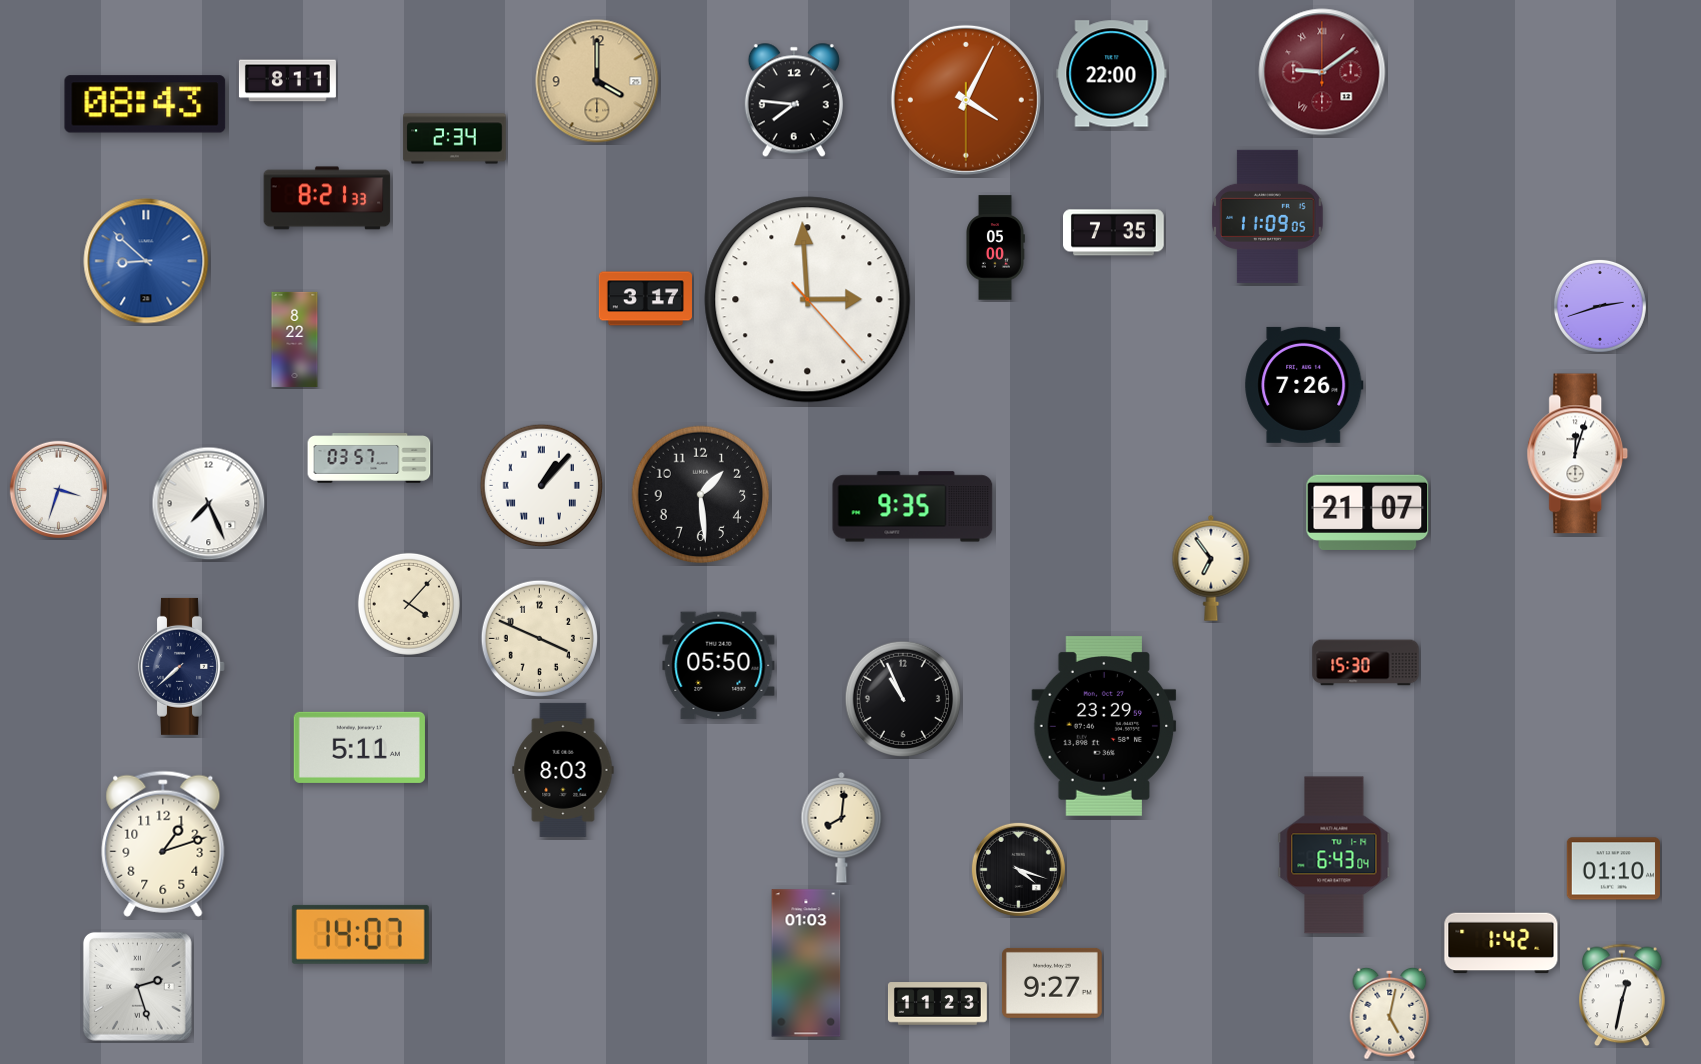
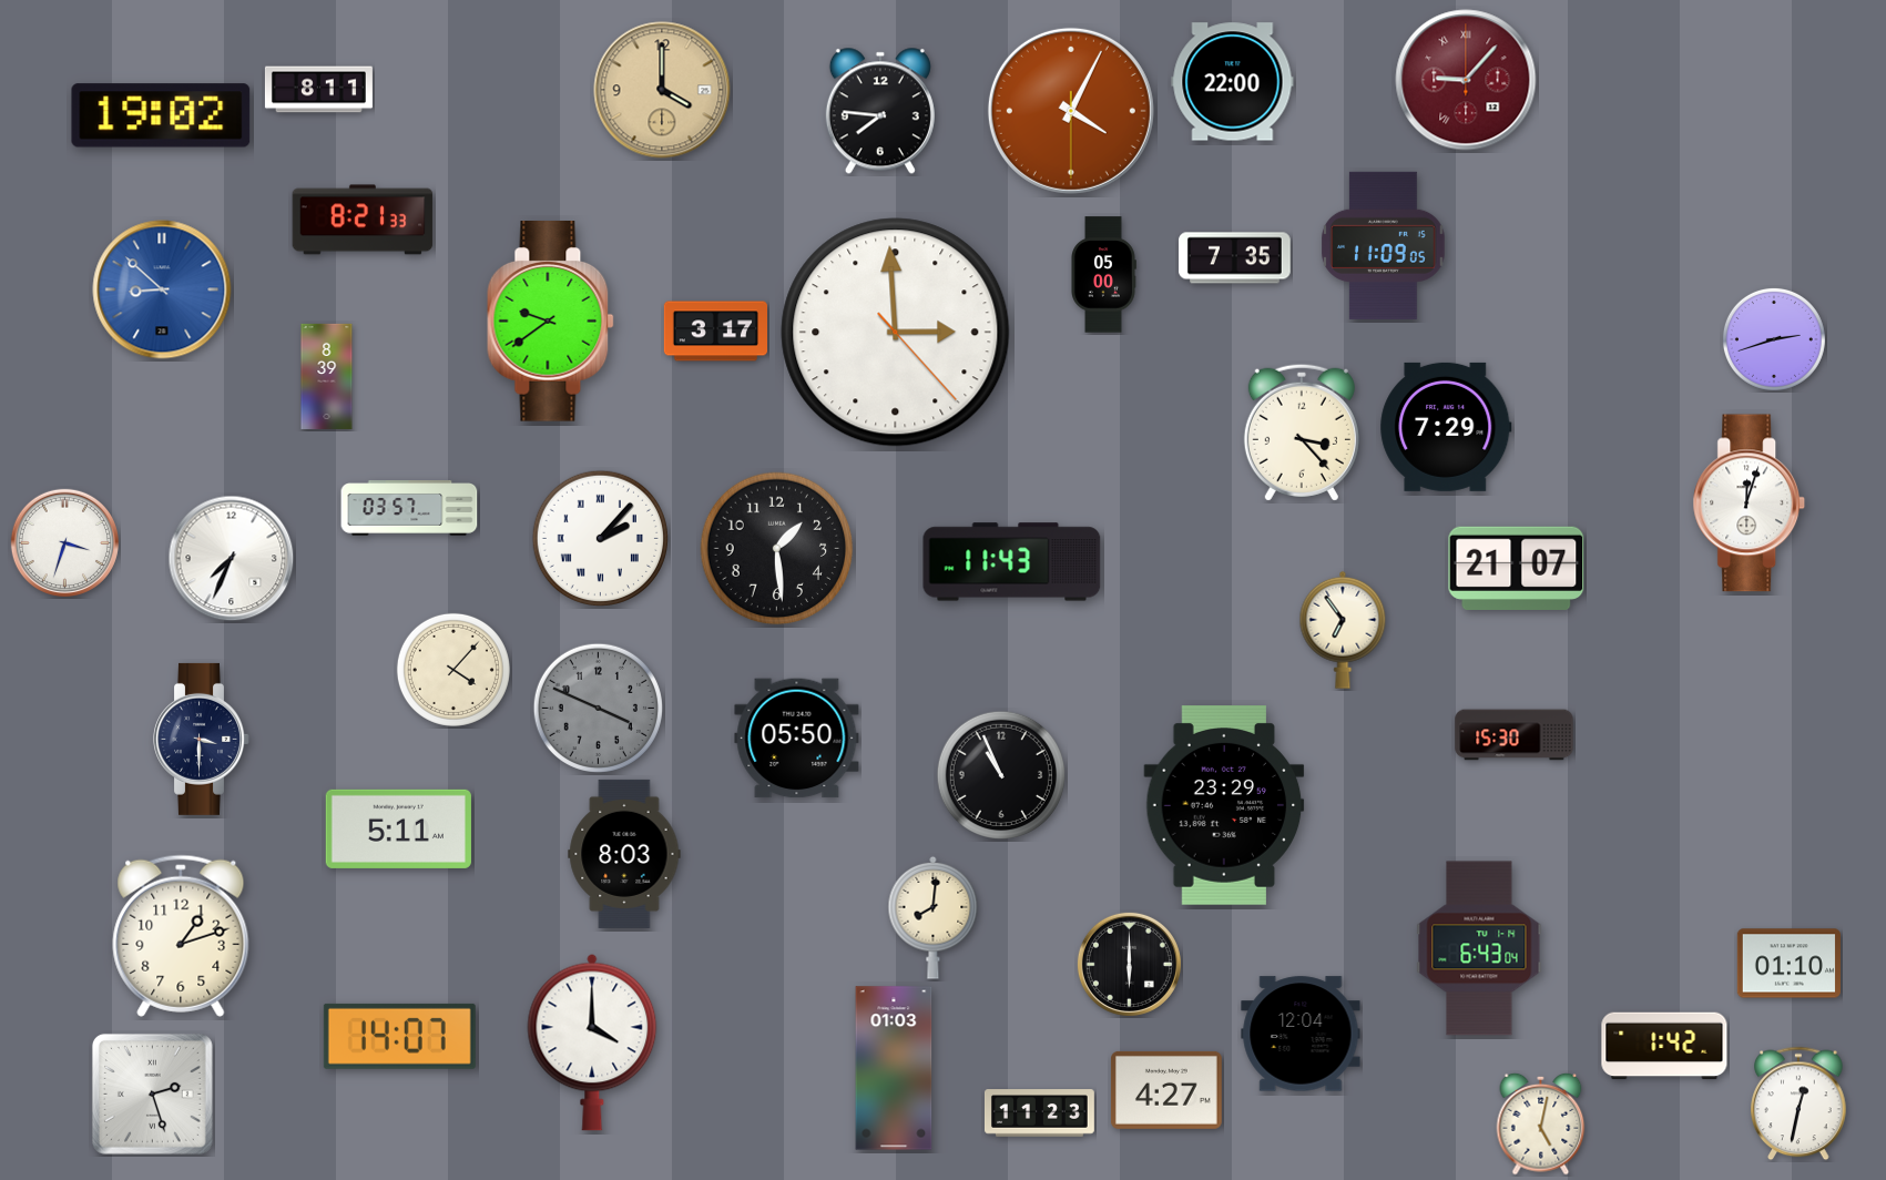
clock at (1322, 72): 9:09 -> 9:07
clock at (145, 104): 08:43 -> 19:02
clock at (455, 139): 2:34 -> none
clock at (1268, 216) position: (1268, 216) -> (1384, 245)
clock at (551, 322): none -> 9:39
clock at (295, 339): 8:22 -> 8:39
clock at (1304, 385): 7:26 -> 7:29
clock at (1302, 433): none -> 3:23
clock at (541, 485): 1:07 -> 2:07
clock at (209, 504): 7:26 -> 7:34
clock at (913, 507): 9:35 -> 11:43
clock at (539, 638) dial: cream -> grey
clock at (182, 666): 7:38 -> 3:30
clock at (1018, 869): 4:18 -> 6:00
clock at (1301, 1034): none -> 12:04
clock at (592, 1042): none -> 4:00
clock at (1052, 983): 9:27 -> 4:27
